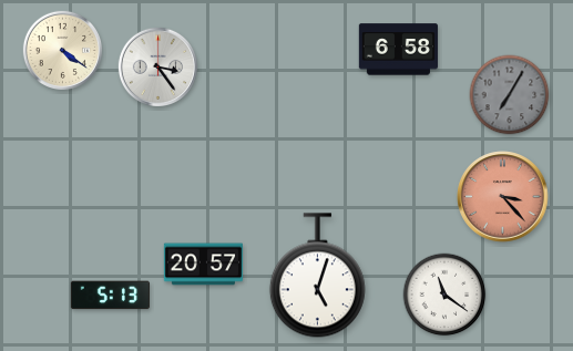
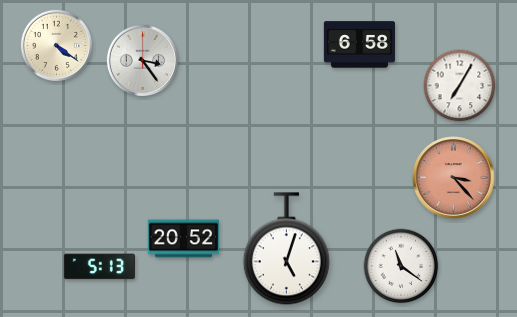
clock at (510, 95) dial: grey -> white
clock at (203, 265): 20:57 -> 20:52
